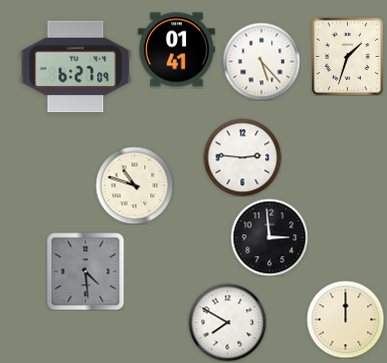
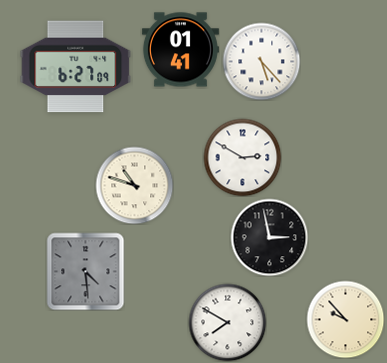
clock at (176, 50) position: (176, 50) -> (180, 50)
clock at (347, 56): 1:33 -> none
clock at (242, 157): 2:46 -> 2:50
clock at (269, 237): 2:59 -> 2:58
clock at (345, 319): 12:00 -> 9:53
